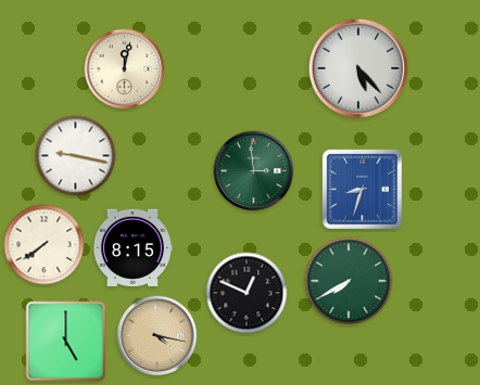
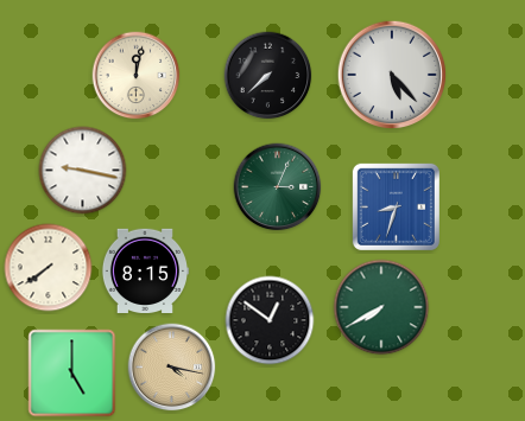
clock at (268, 76): none -> 7:38
clock at (254, 171): 2:59 -> 3:04
clock at (247, 293): 12:49 -> 12:51
